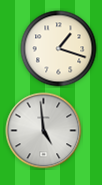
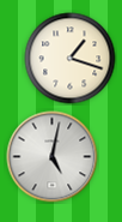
clock at (44, 131): 4:59 -> 5:02
